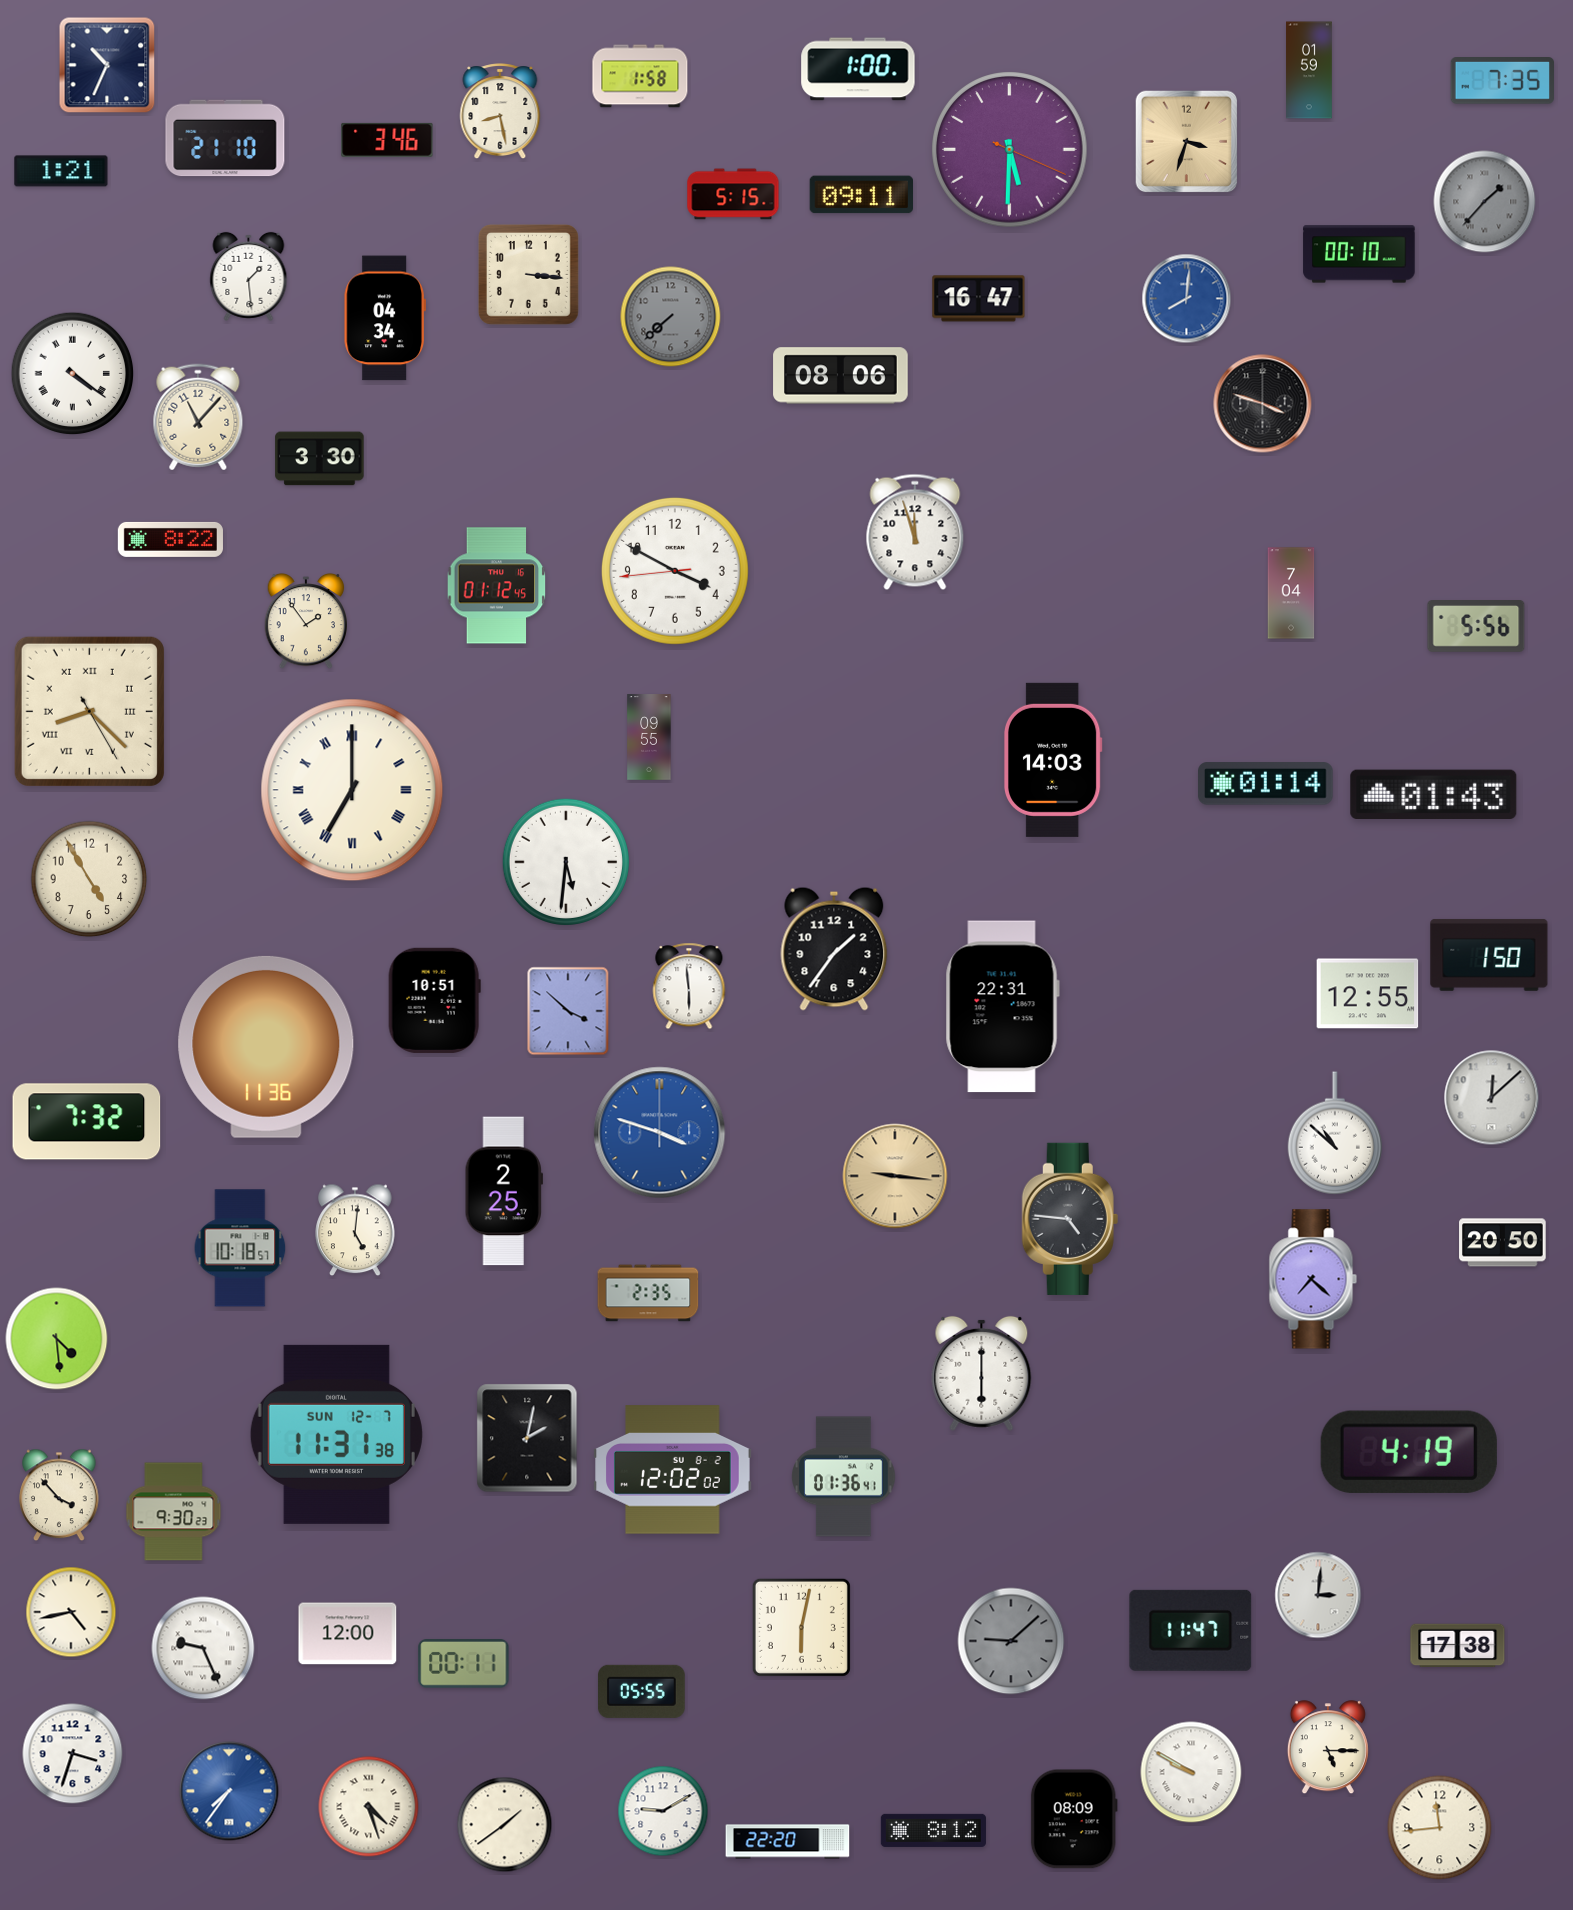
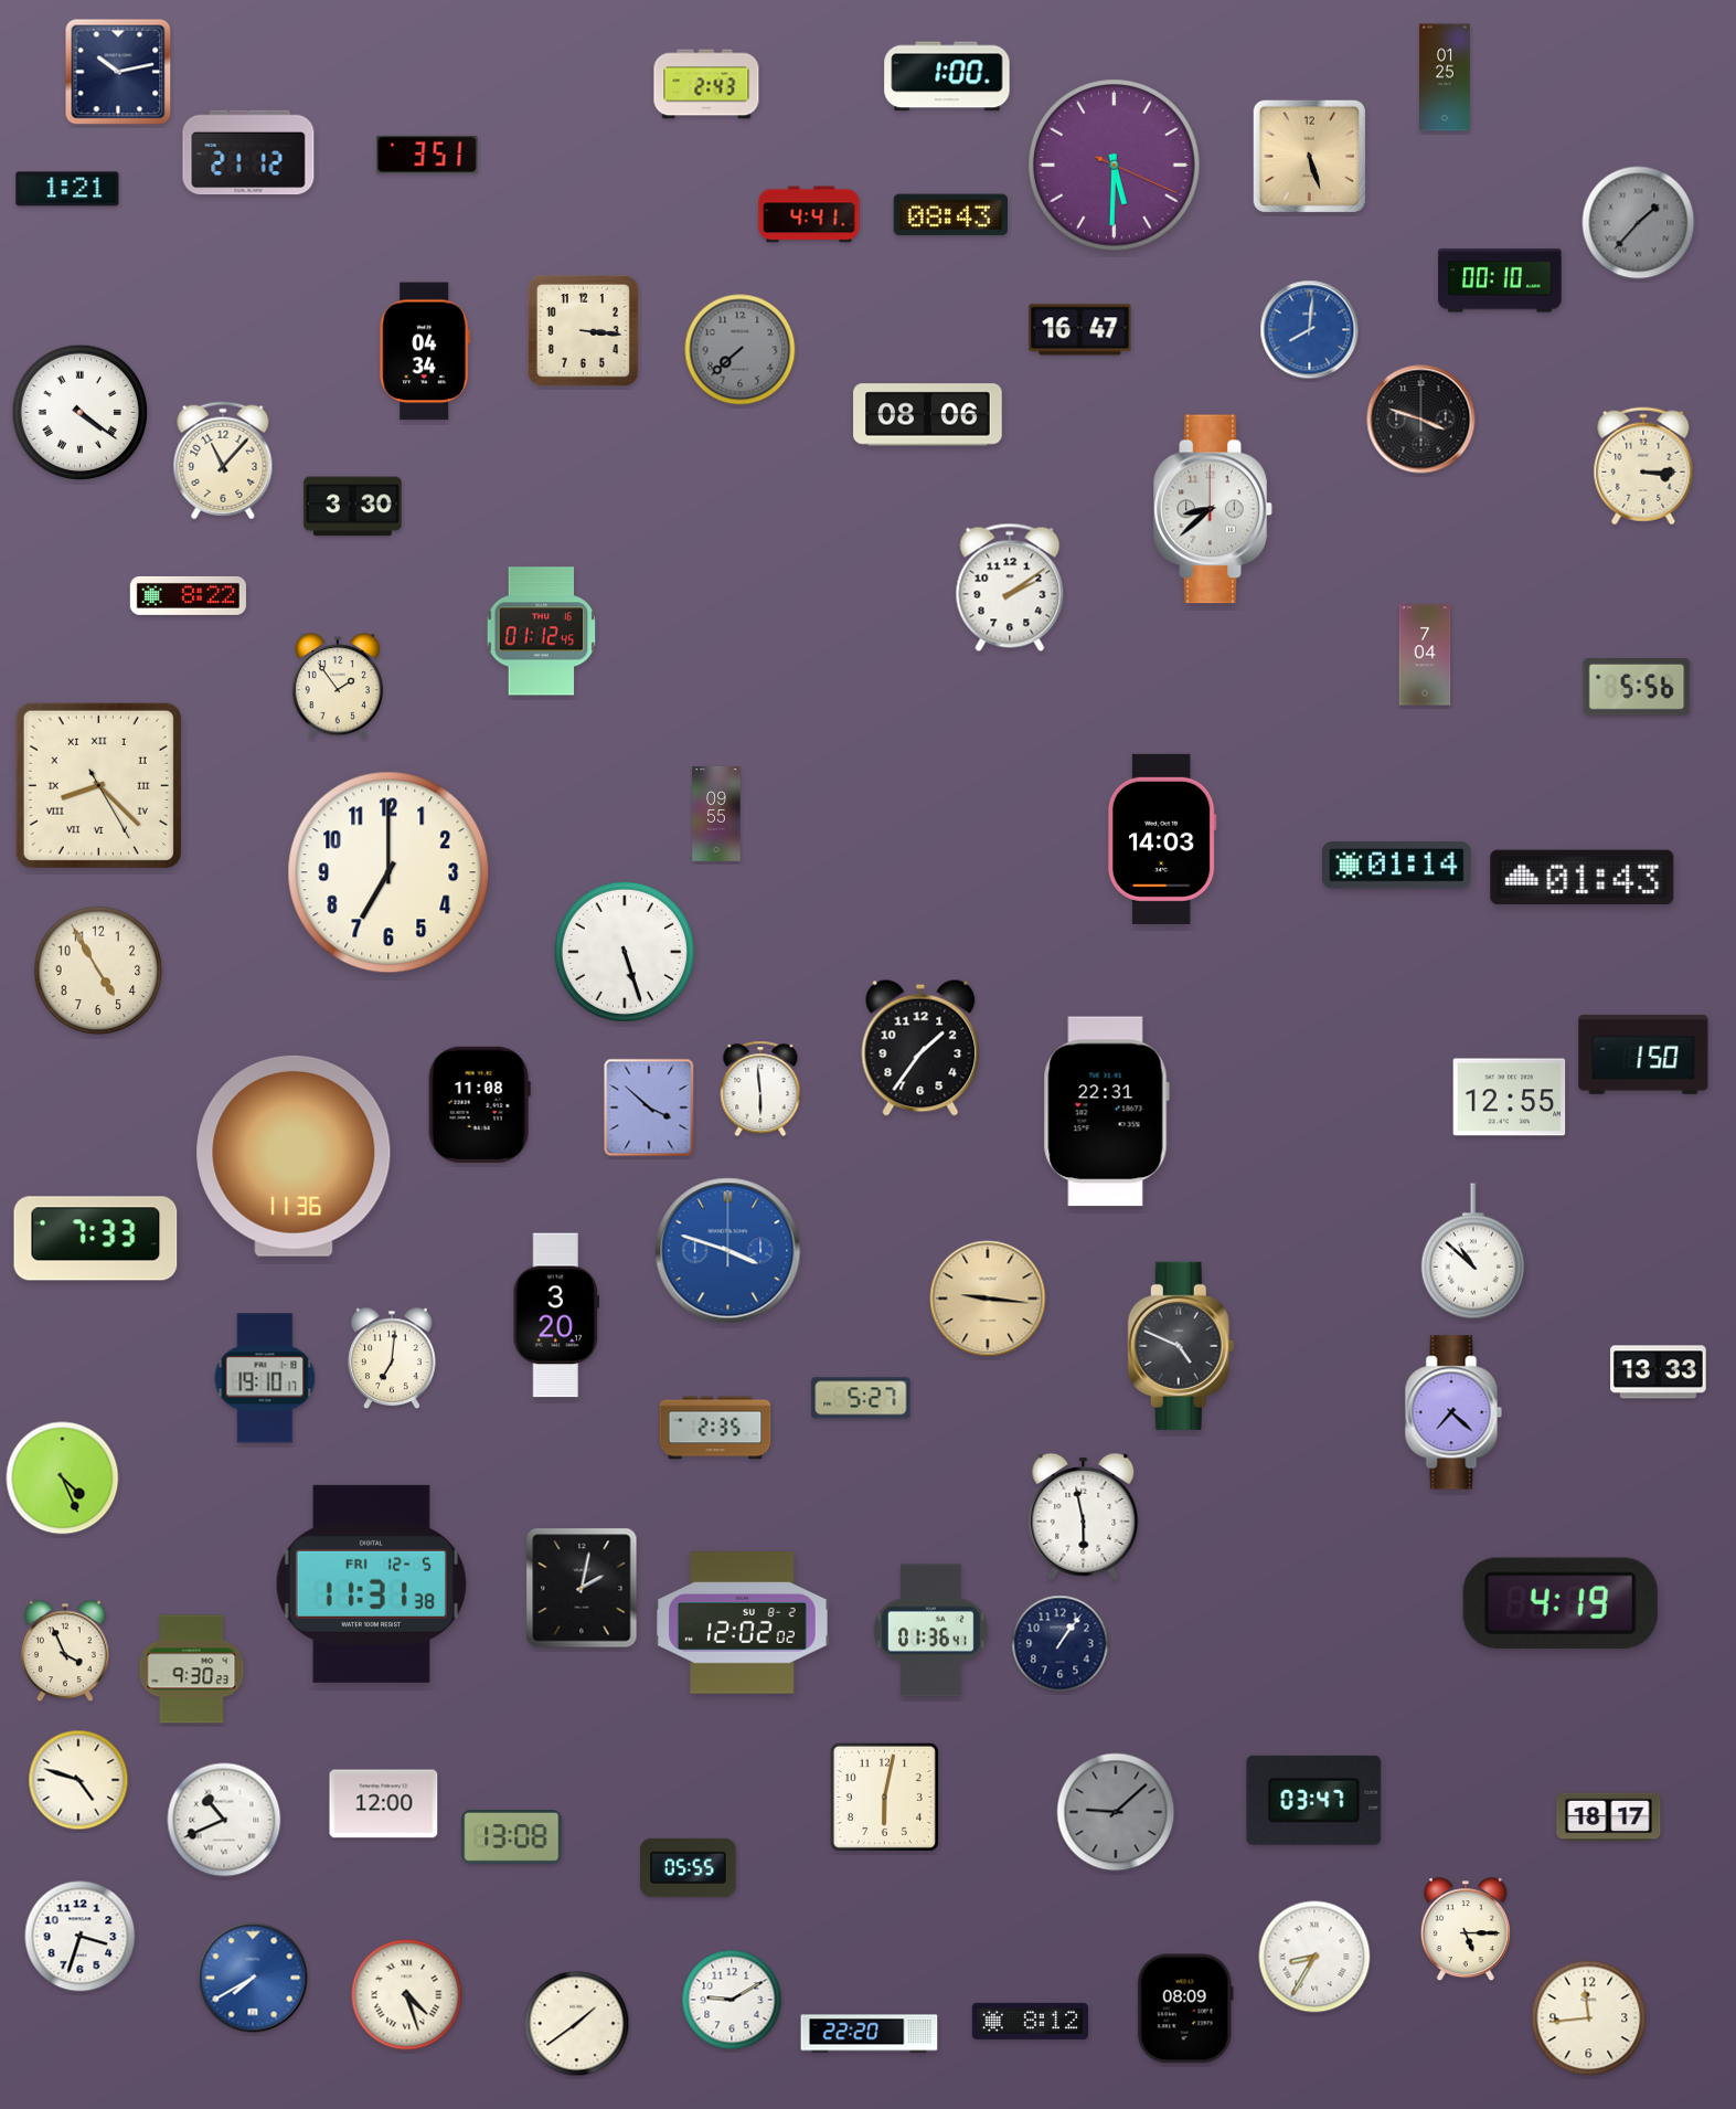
clock at (107, 65): 10:34 -> 10:13
clock at (1309, 70): 01:59 -> 01:25
clock at (640, 76): 1:58 -> 2:43
clock at (1502, 81): 7:35 -> none
clock at (500, 112): 8:28 -> none
clock at (225, 138): 21:10 -> 21:12
clock at (387, 140): 3:46 -> 3:51
clock at (1187, 142): 3:33 -> 5:27
clock at (733, 194): 5:15 -> 4:41
clock at (862, 195): 09:11 -> 08:43
clock at (528, 274) position: (528, 274) -> (583, 330)
clock at (249, 276): 1:29 -> none
clock at (1263, 404) position: (1263, 404) -> (1421, 420)
clock at (198, 417) position: (198, 417) -> (223, 460)
clock at (1643, 466): none -> 3:15
clock at (1213, 509): none -> 8:38
clock at (915, 532): 11:57 -> 2:09
clock at (675, 571): 3:49 -> none
clock at (497, 586) position: (497, 586) -> (542, 632)
clock at (1476, 627) position: (1476, 627) -> (1637, 688)
clock at (352, 790) numerals: Roman -> Arabic
clock at (566, 862): 5:31 -> 5:27
clock at (434, 1000): 10:51 -> 11:08
clock at (568, 1011) position: (568, 1011) -> (649, 1108)
clock at (1492, 1098): 12:08 -> none
clock at (87, 1122): 7:32 -> 7:33
clock at (504, 1191): 2:25 -> 3:20
clock at (1070, 1219): 4:46 -> 4:49
clock at (355, 1230): 5:01 -> 7:01
clock at (1503, 1243): 20:50 -> 13:33
clock at (240, 1248): 10:18 -> 19:10
clock at (861, 1398): none -> 5:27
clock at (1313, 1279) position: (1313, 1279) -> (1453, 1412)
clock at (57, 1339): 4:29 -> 4:26
clock at (982, 1373): 6:00 -> 5:58
clock at (336, 1434) date: SUN 12-7 -> FRI 12-5
clock at (1409, 1452) position: (1409, 1452) -> (1561, 1603)
clock at (1061, 1644): none -> 1:06
clock at (59, 1495): 3:53 -> 3:56
clock at (1318, 1595): 3:01 -> none
clock at (71, 1612): 4:43 -> 4:48
clock at (1191, 1630): 11:47 -> 03:47
clock at (1458, 1646): 17:38 -> 18:17
clock at (203, 1648): 9:26 -> 10:41
clock at (464, 1664): 00:11 -> 13:08
clock at (642, 1691) position: (642, 1691) -> (689, 1867)
clock at (1191, 1772): 9:50 -> 8:35
clock at (229, 1791): 7:36 -> 7:40
clock at (505, 1825) position: (505, 1825) -> (577, 2024)
